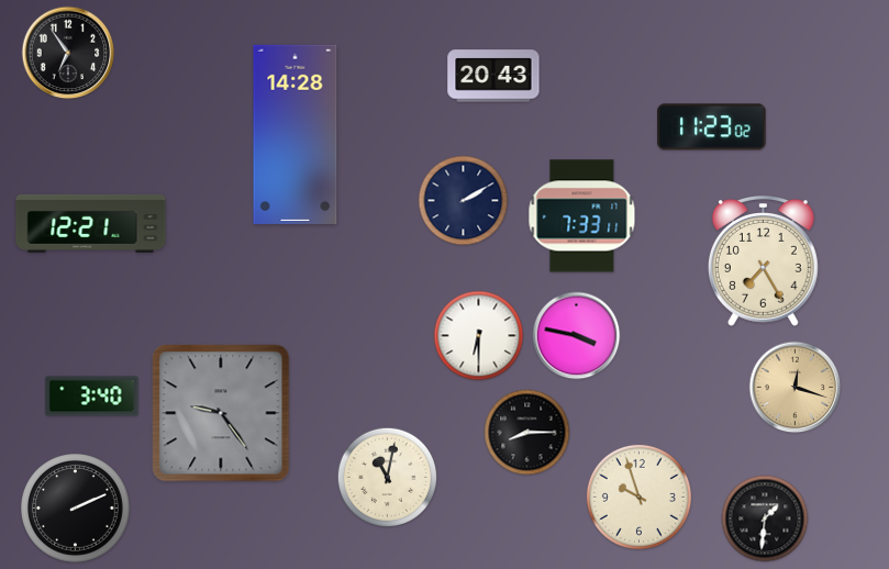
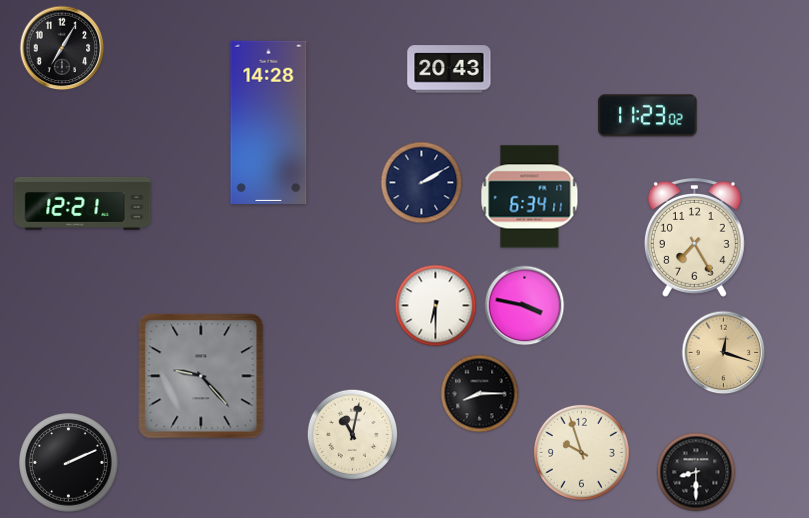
clock at (68, 53): 6:54 -> 7:05
clock at (582, 216): 7:33 -> 6:34
clock at (92, 397): 3:40 -> none
clock at (221, 413): 9:24 -> 9:23
clock at (765, 518): 1:31 -> 8:30
